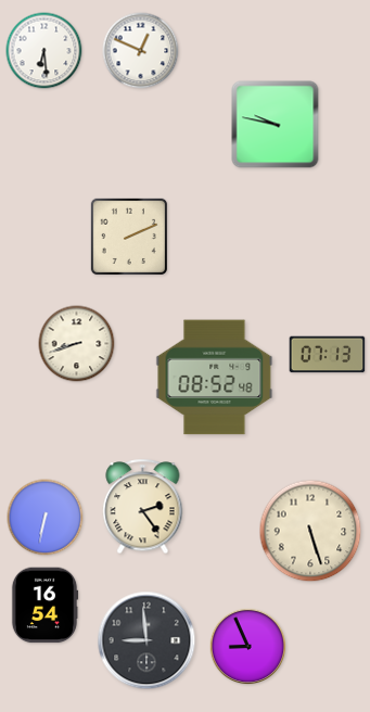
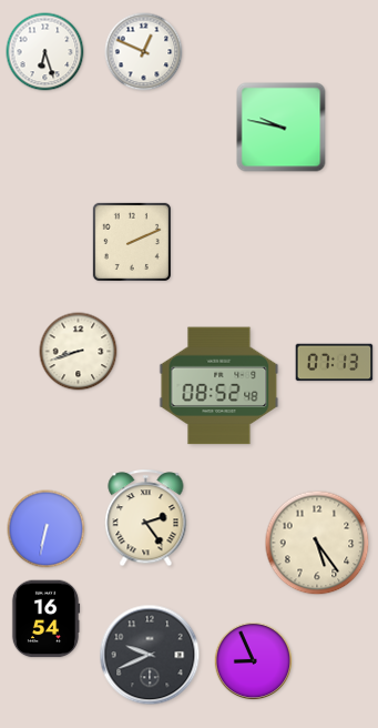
clock at (44, 51): 6:29 -> 6:27
clock at (310, 531): 5:27 -> 5:24
clock at (146, 640): 8:59 -> 9:41
